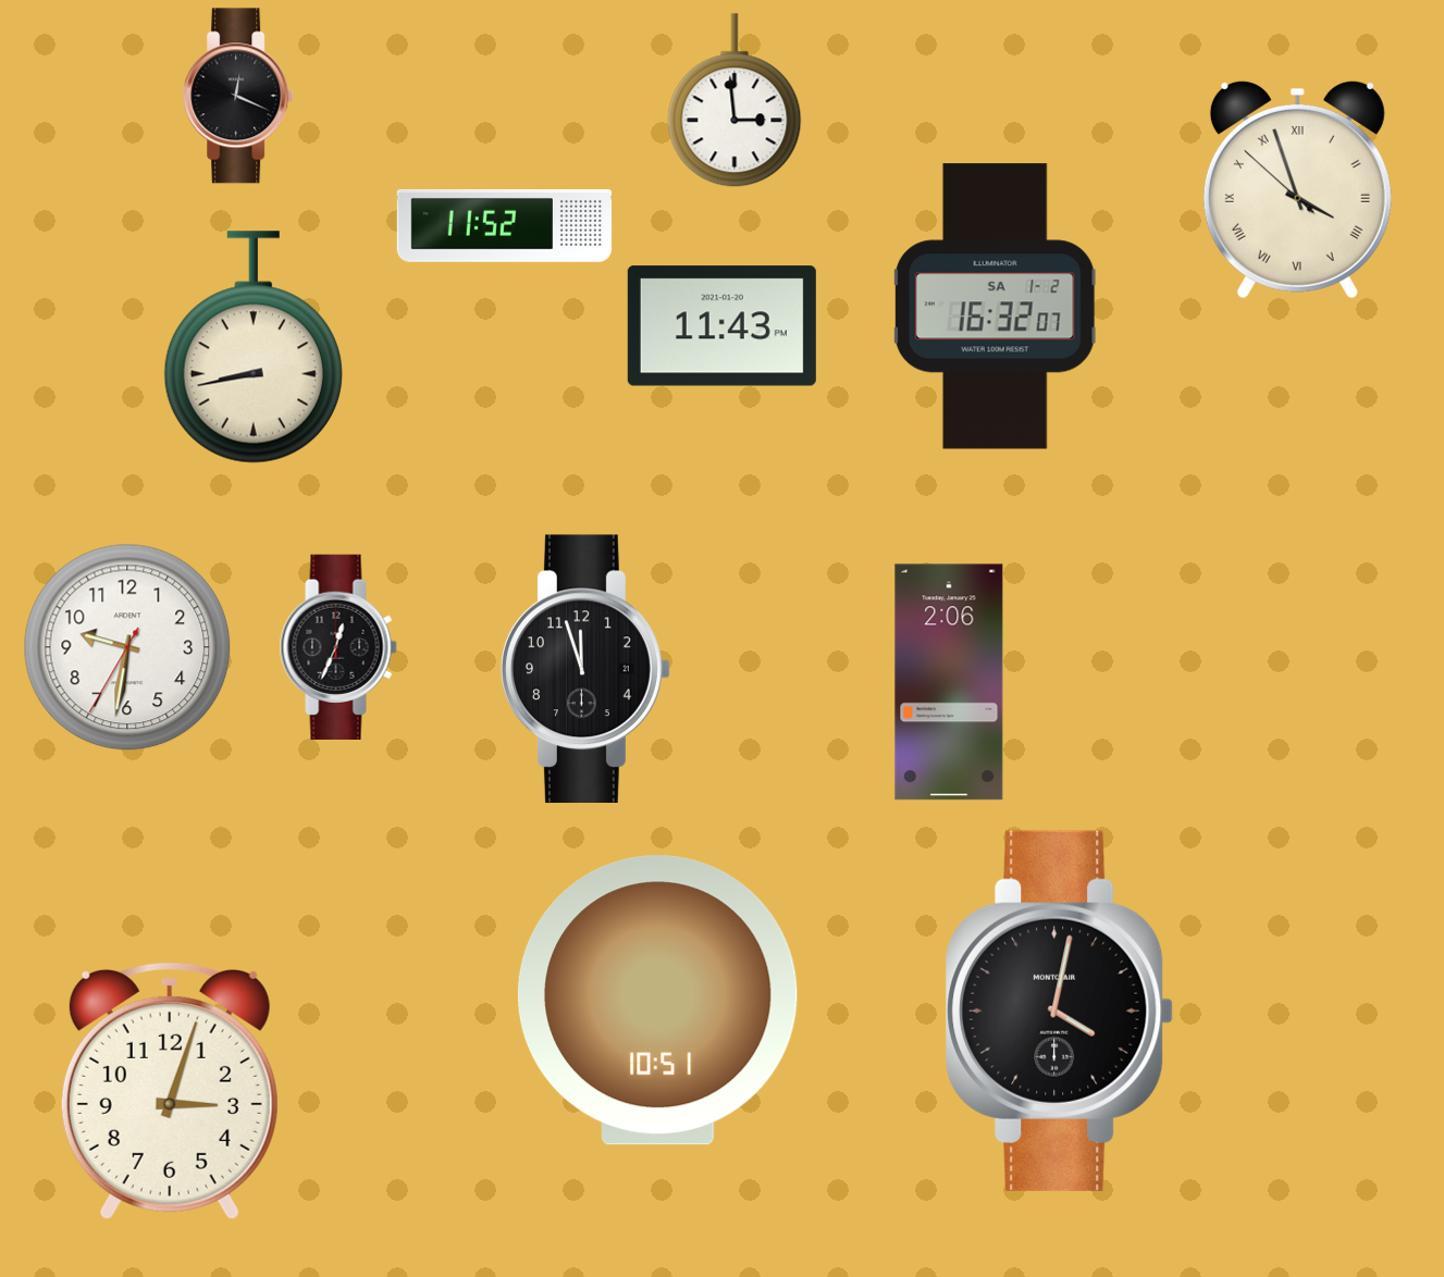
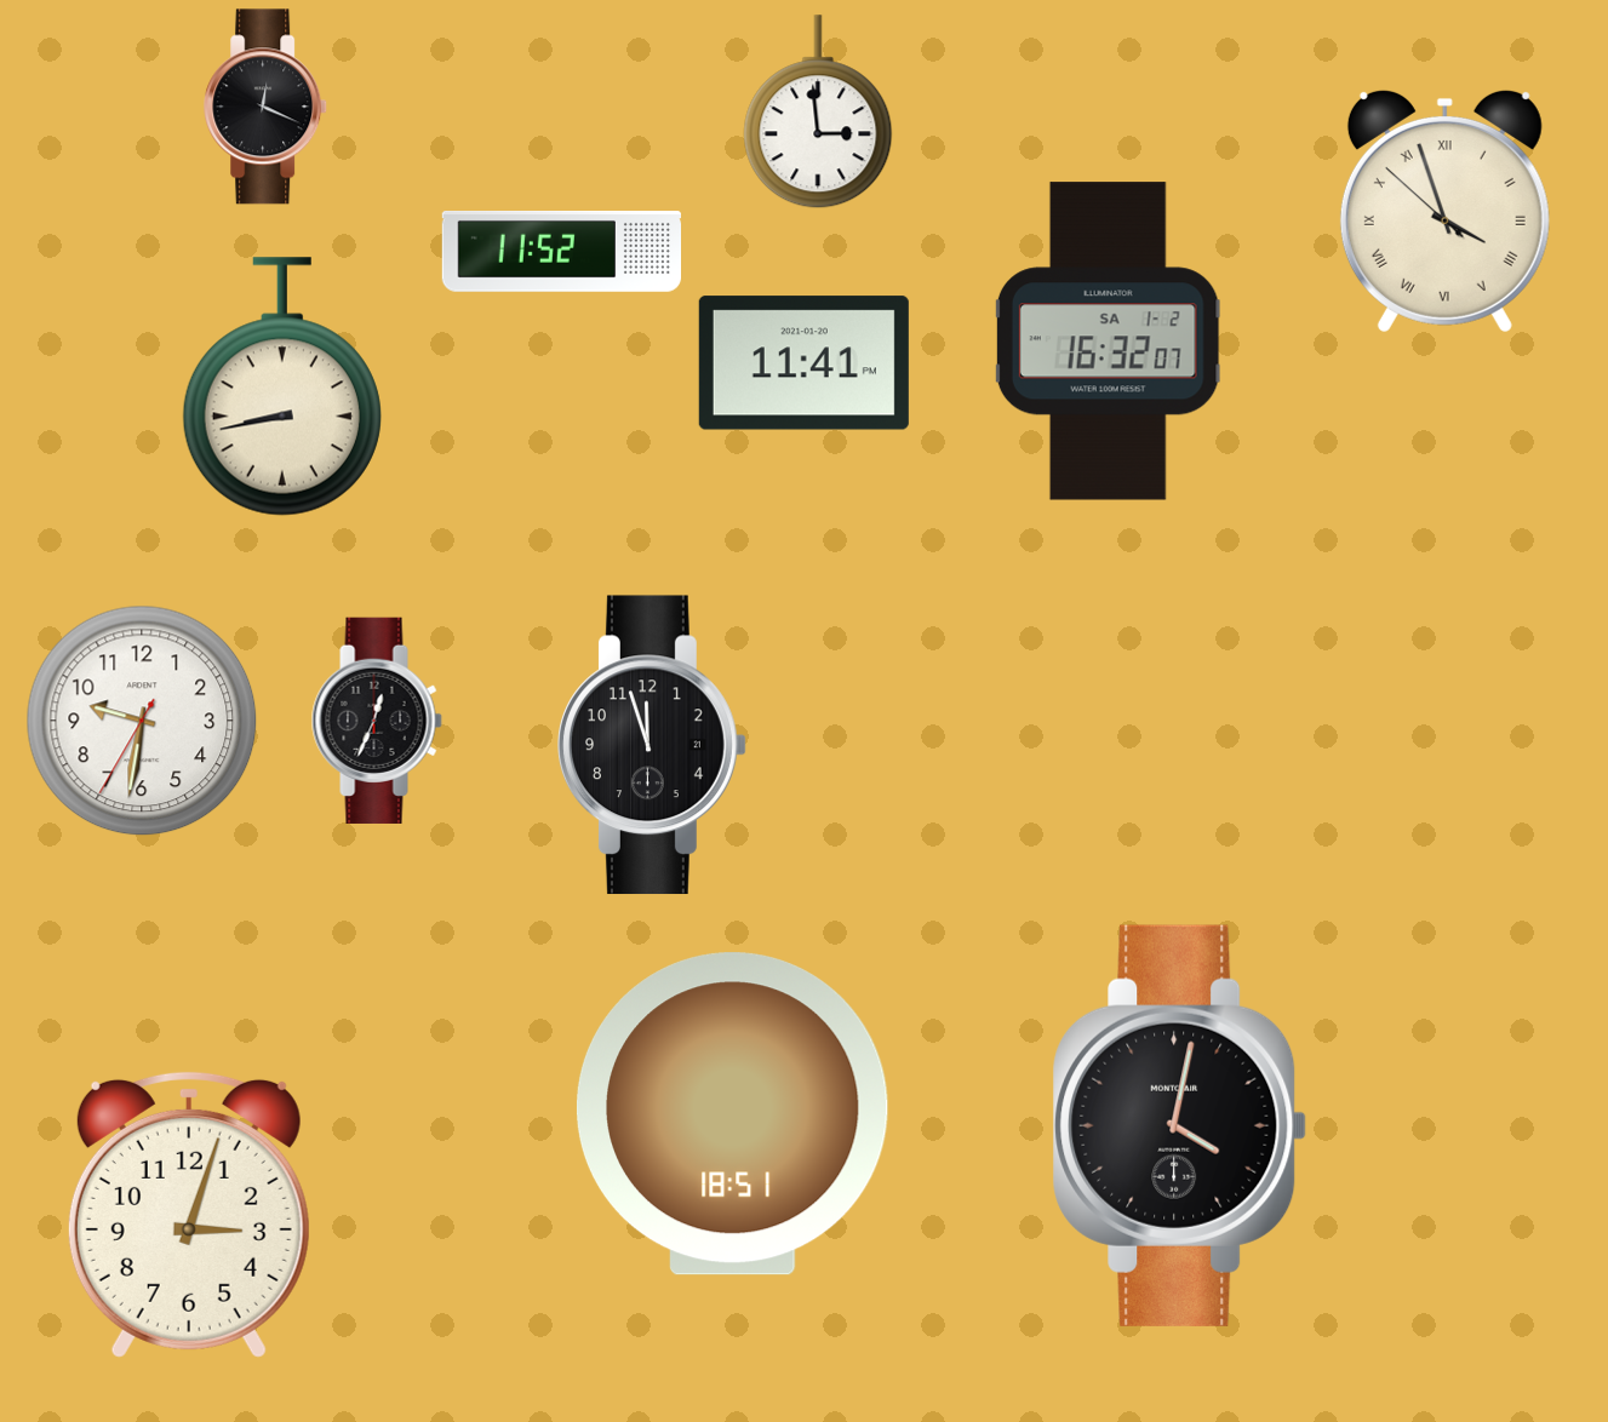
clock at (721, 326): 11:43 -> 11:41
clock at (949, 682): 2:06 -> none
clock at (657, 1001): 10:51 -> 18:51
